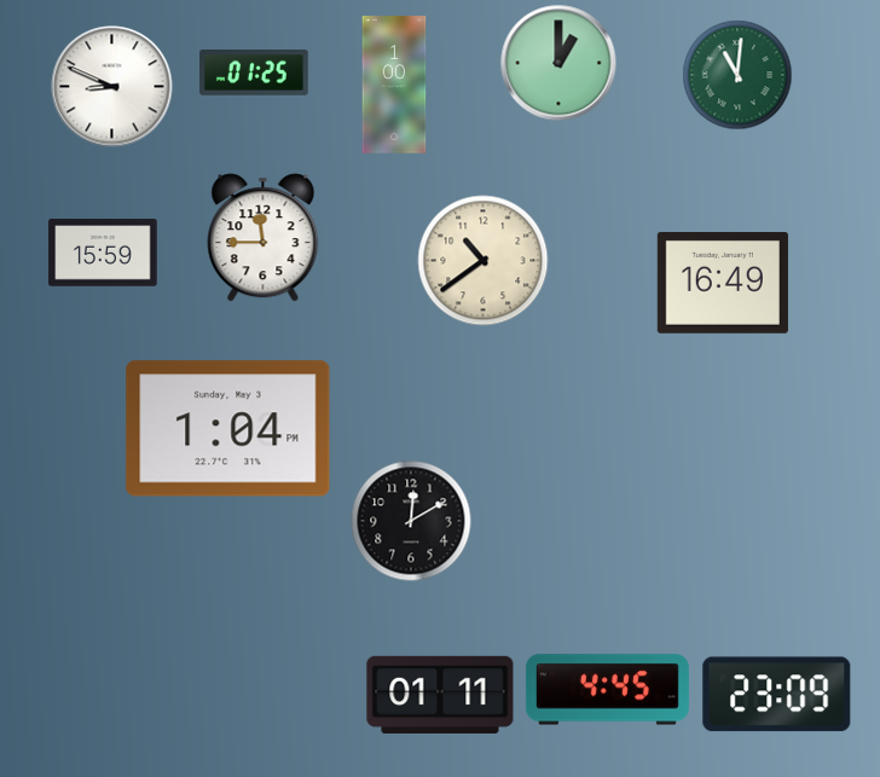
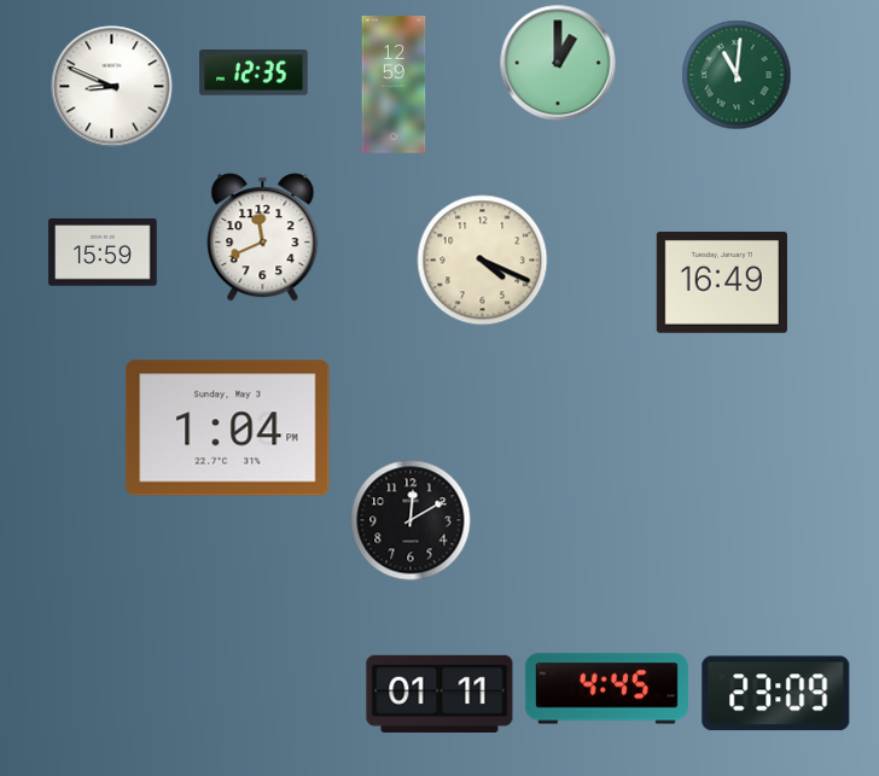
clock at (254, 74): 01:25 -> 12:35
clock at (394, 85): 1:00 -> 12:59
clock at (264, 238): 11:45 -> 11:41
clock at (484, 261): 10:39 -> 4:19
